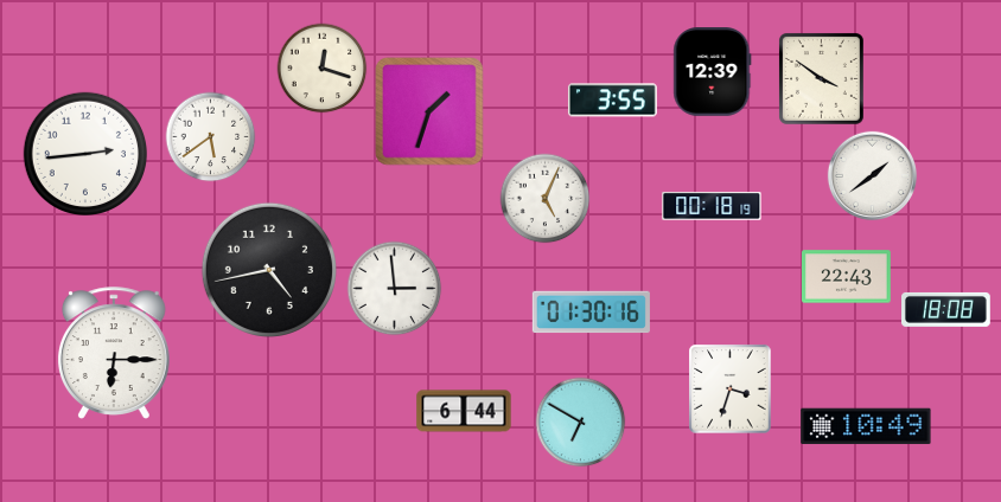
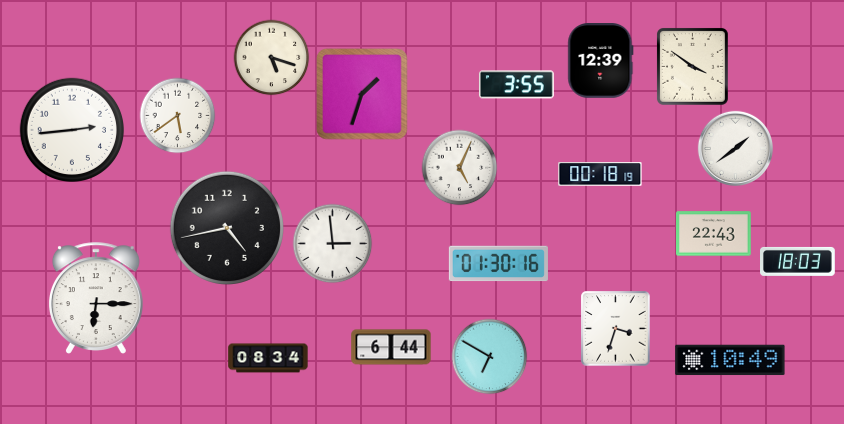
clock at (323, 69): 12:18 -> 5:18
clock at (946, 309): 18:08 -> 18:03
clock at (268, 358): none -> 08:34
